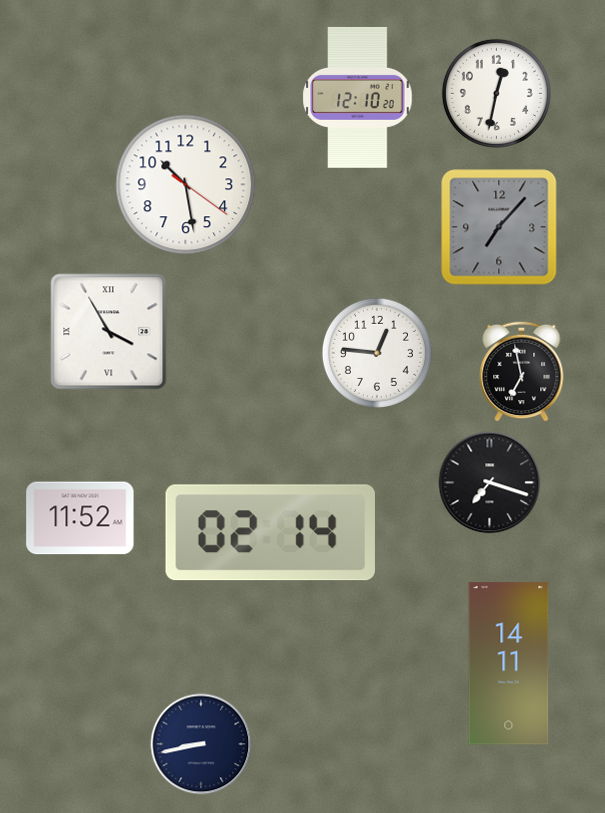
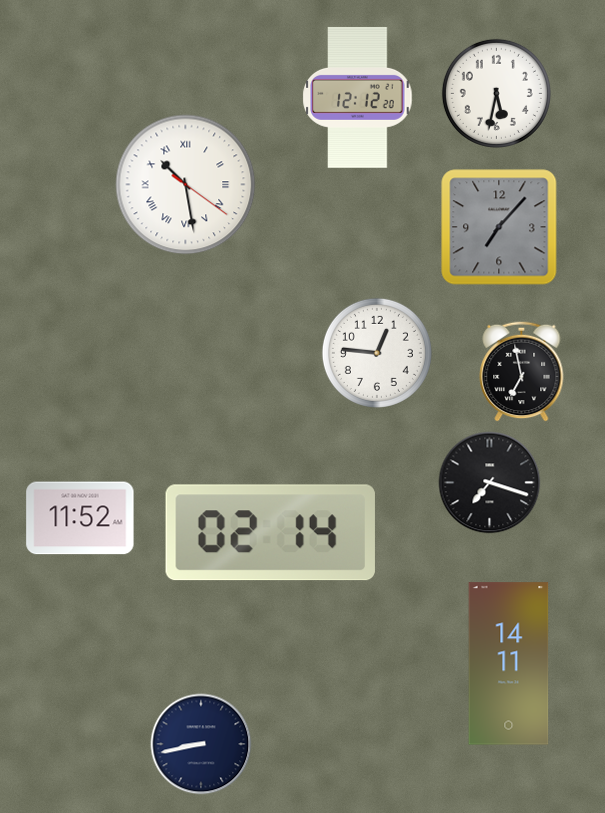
clock at (496, 93): 12:32 -> 5:32
clock at (358, 97): 12:10 -> 12:12
clock at (186, 185) numerals: Arabic -> Roman
clock at (109, 332): 3:55 -> none
